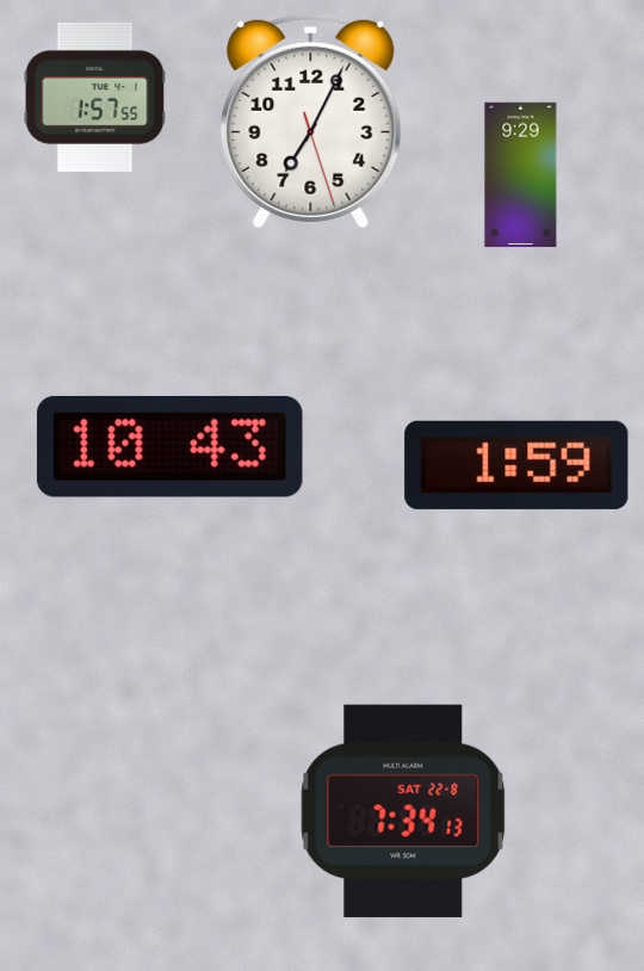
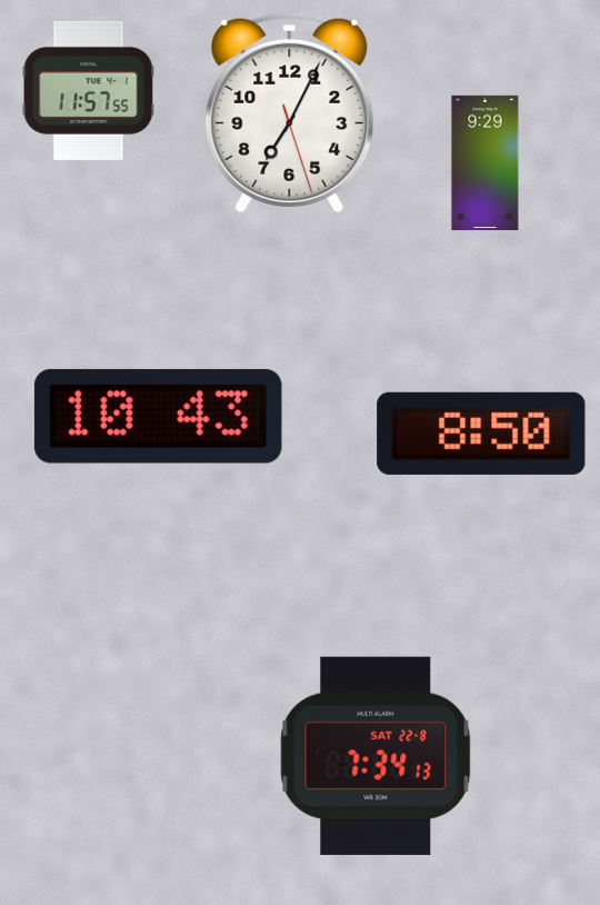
clock at (95, 97): 1:57 -> 11:57
clock at (516, 465): 1:59 -> 8:50
